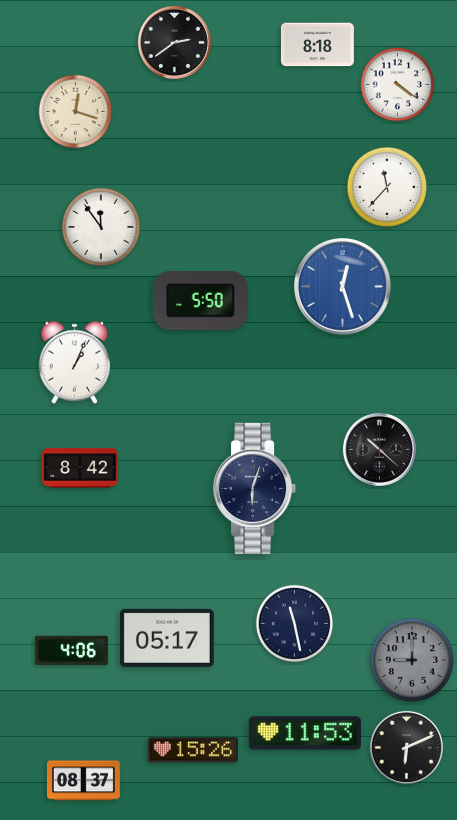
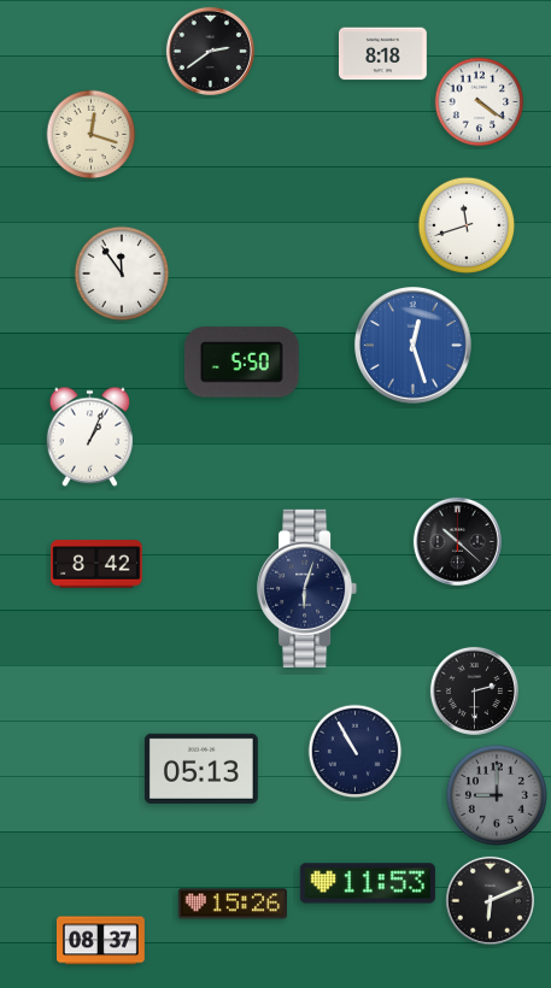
clock at (386, 186): 11:37 -> 11:42
clock at (474, 690): none -> 2:30
clock at (295, 624): 11:28 -> 10:55
clock at (167, 638): 05:17 -> 05:13
clock at (71, 650): 4:06 -> none
